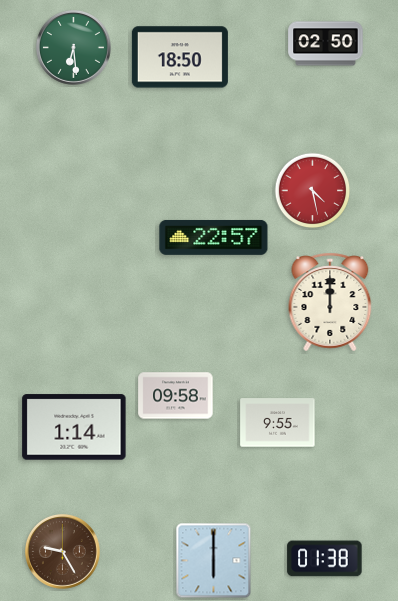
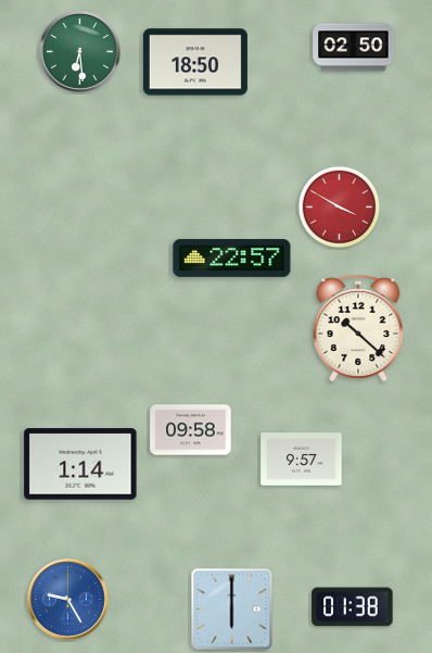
clock at (313, 191): 4:28 -> 3:50
clock at (330, 302): 12:00 -> 10:22
clock at (278, 423): 9:55 -> 9:57
clock at (62, 551) dial: brown -> blue
